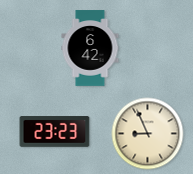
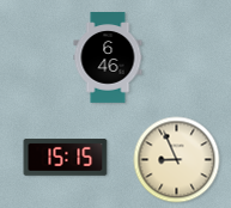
clock at (90, 48): 6:42 -> 6:46
clock at (55, 132): 23:23 -> 15:15
